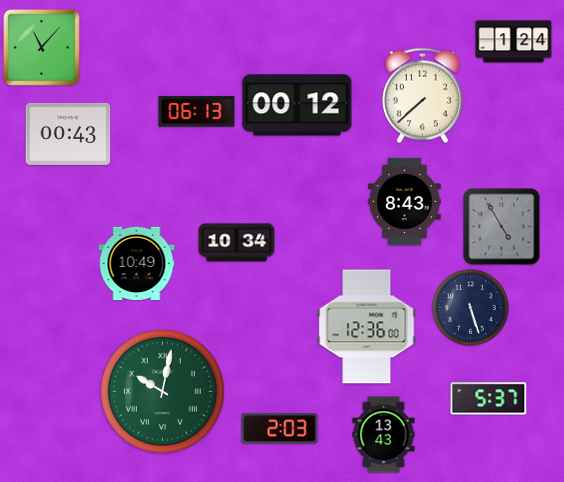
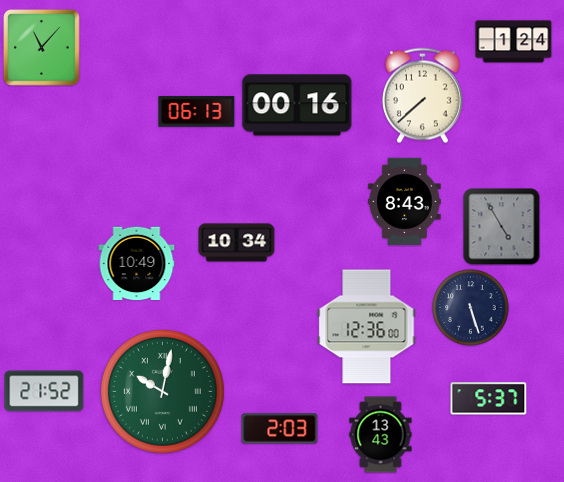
clock at (297, 105): 00:12 -> 00:16
clock at (68, 134): 00:43 -> none
clock at (44, 391): none -> 21:52
clock at (384, 435) position: (384, 435) -> (381, 435)
